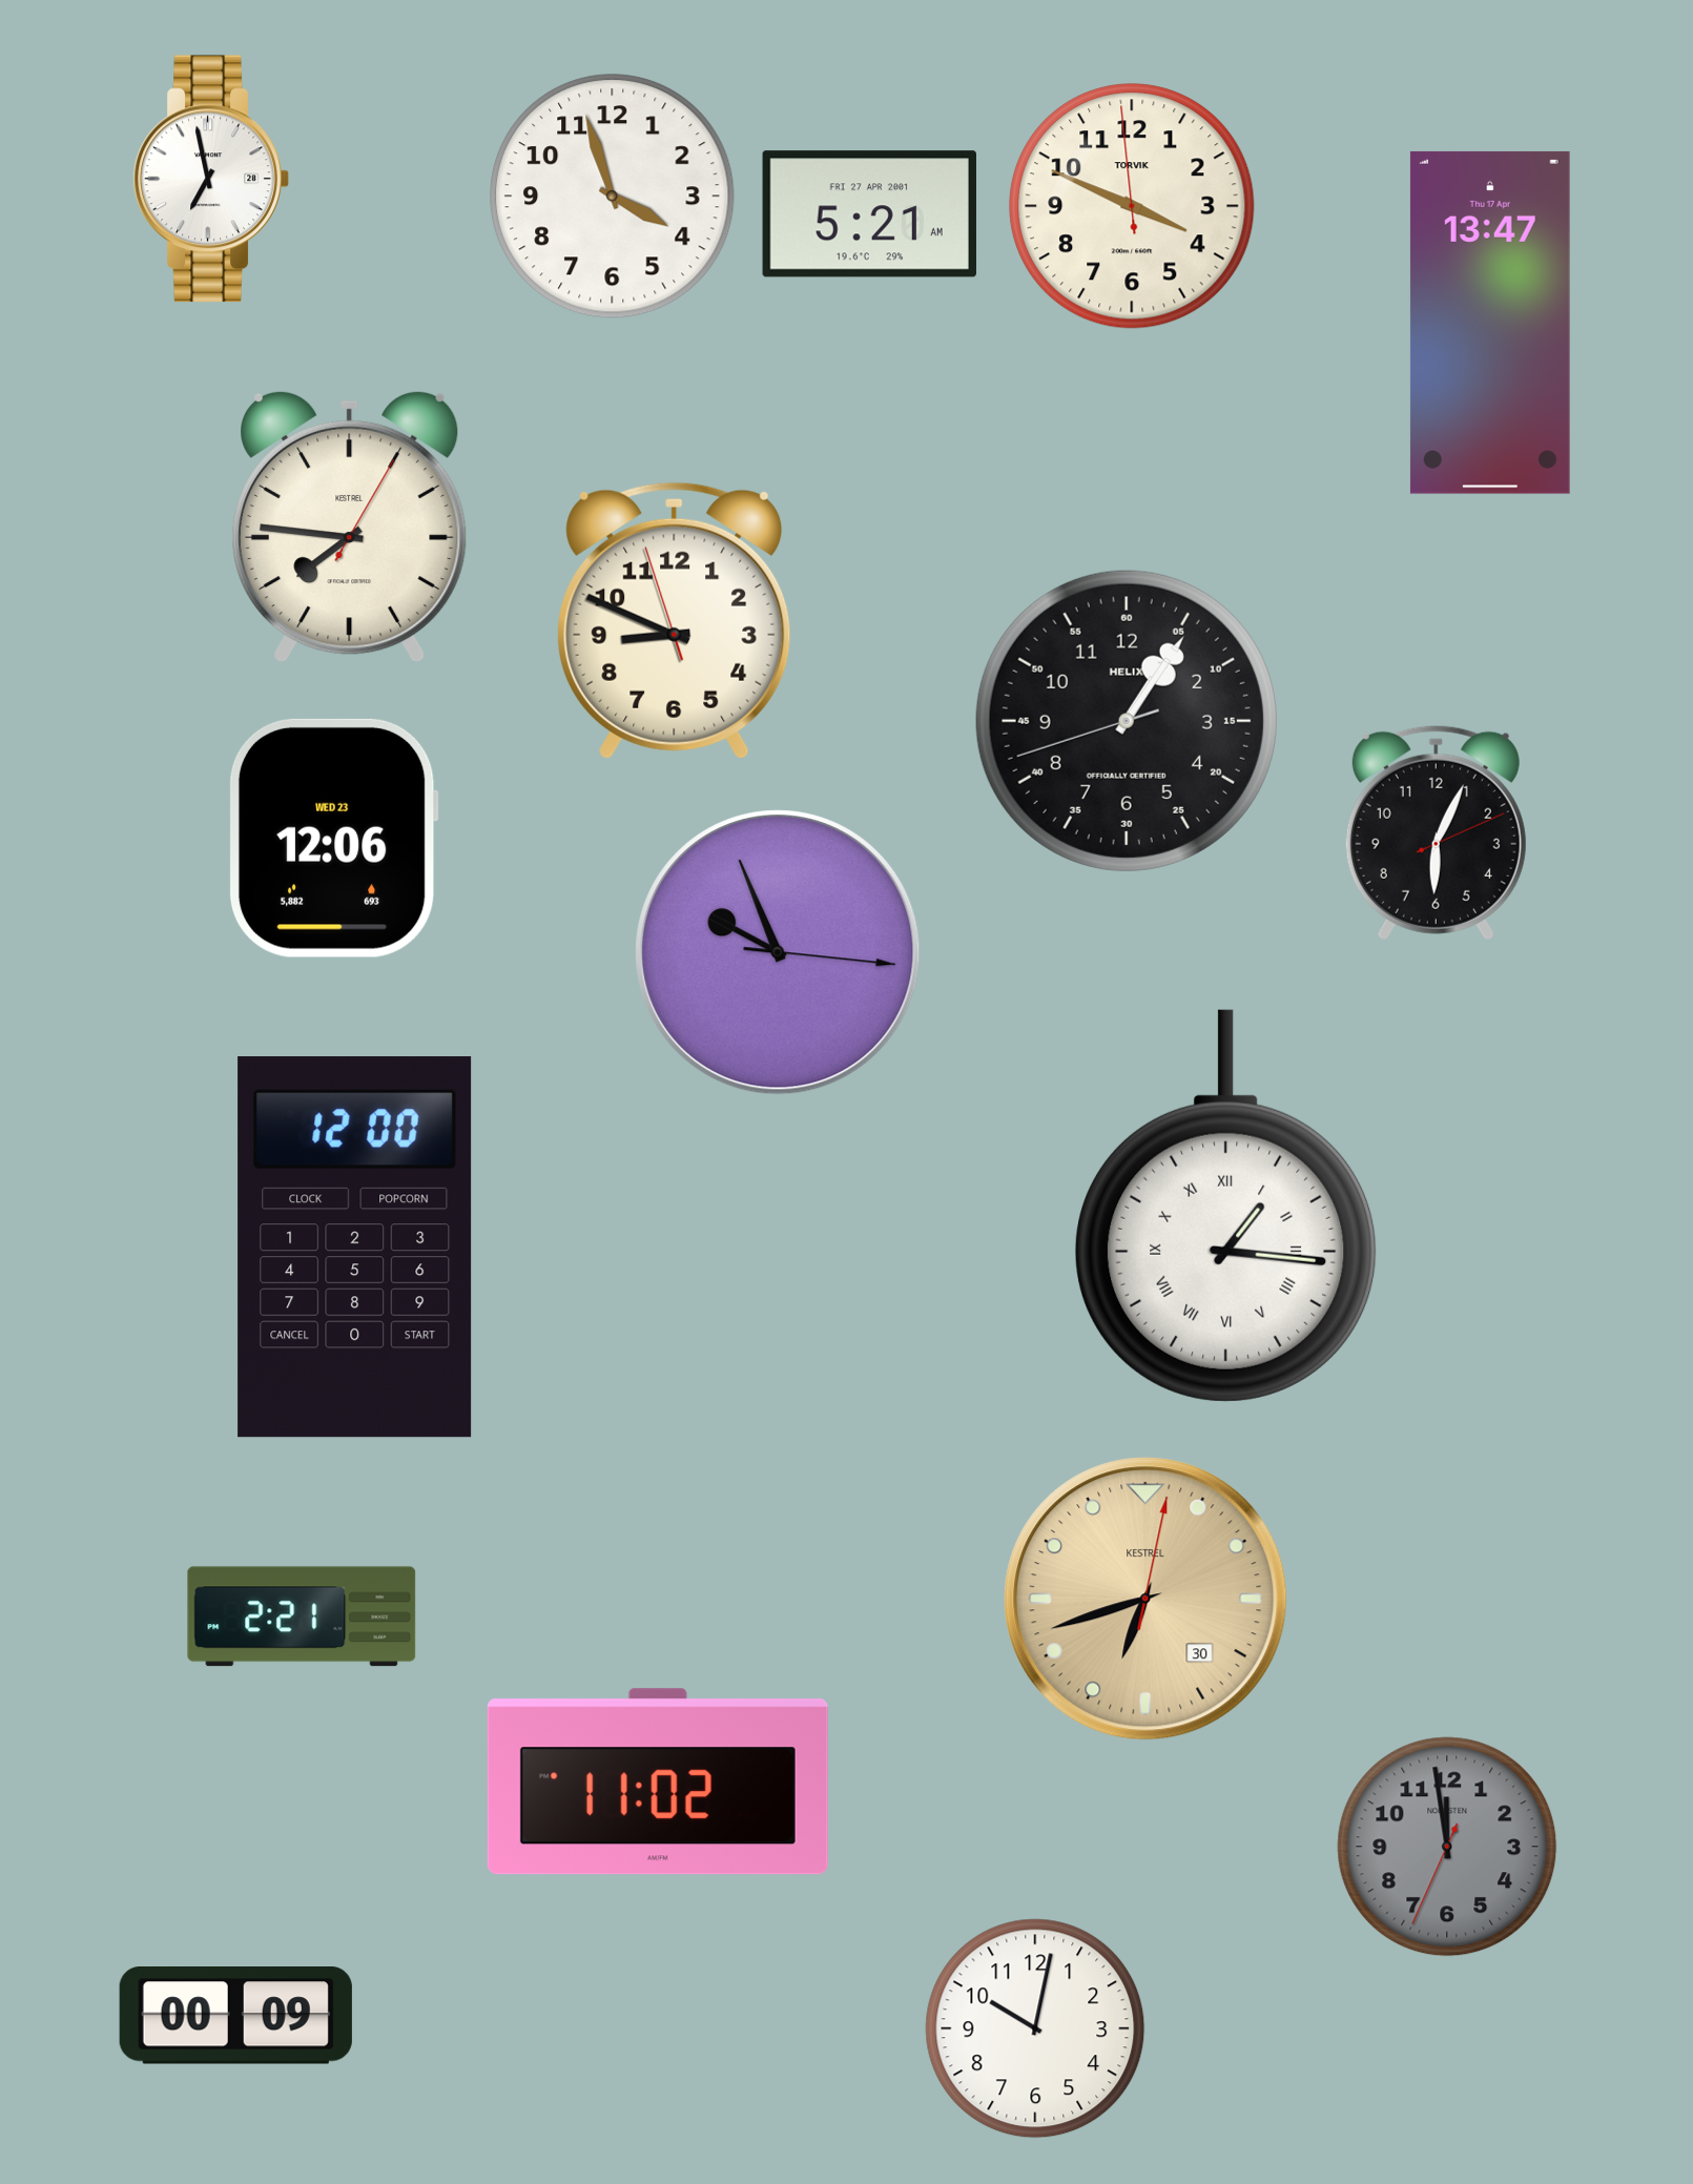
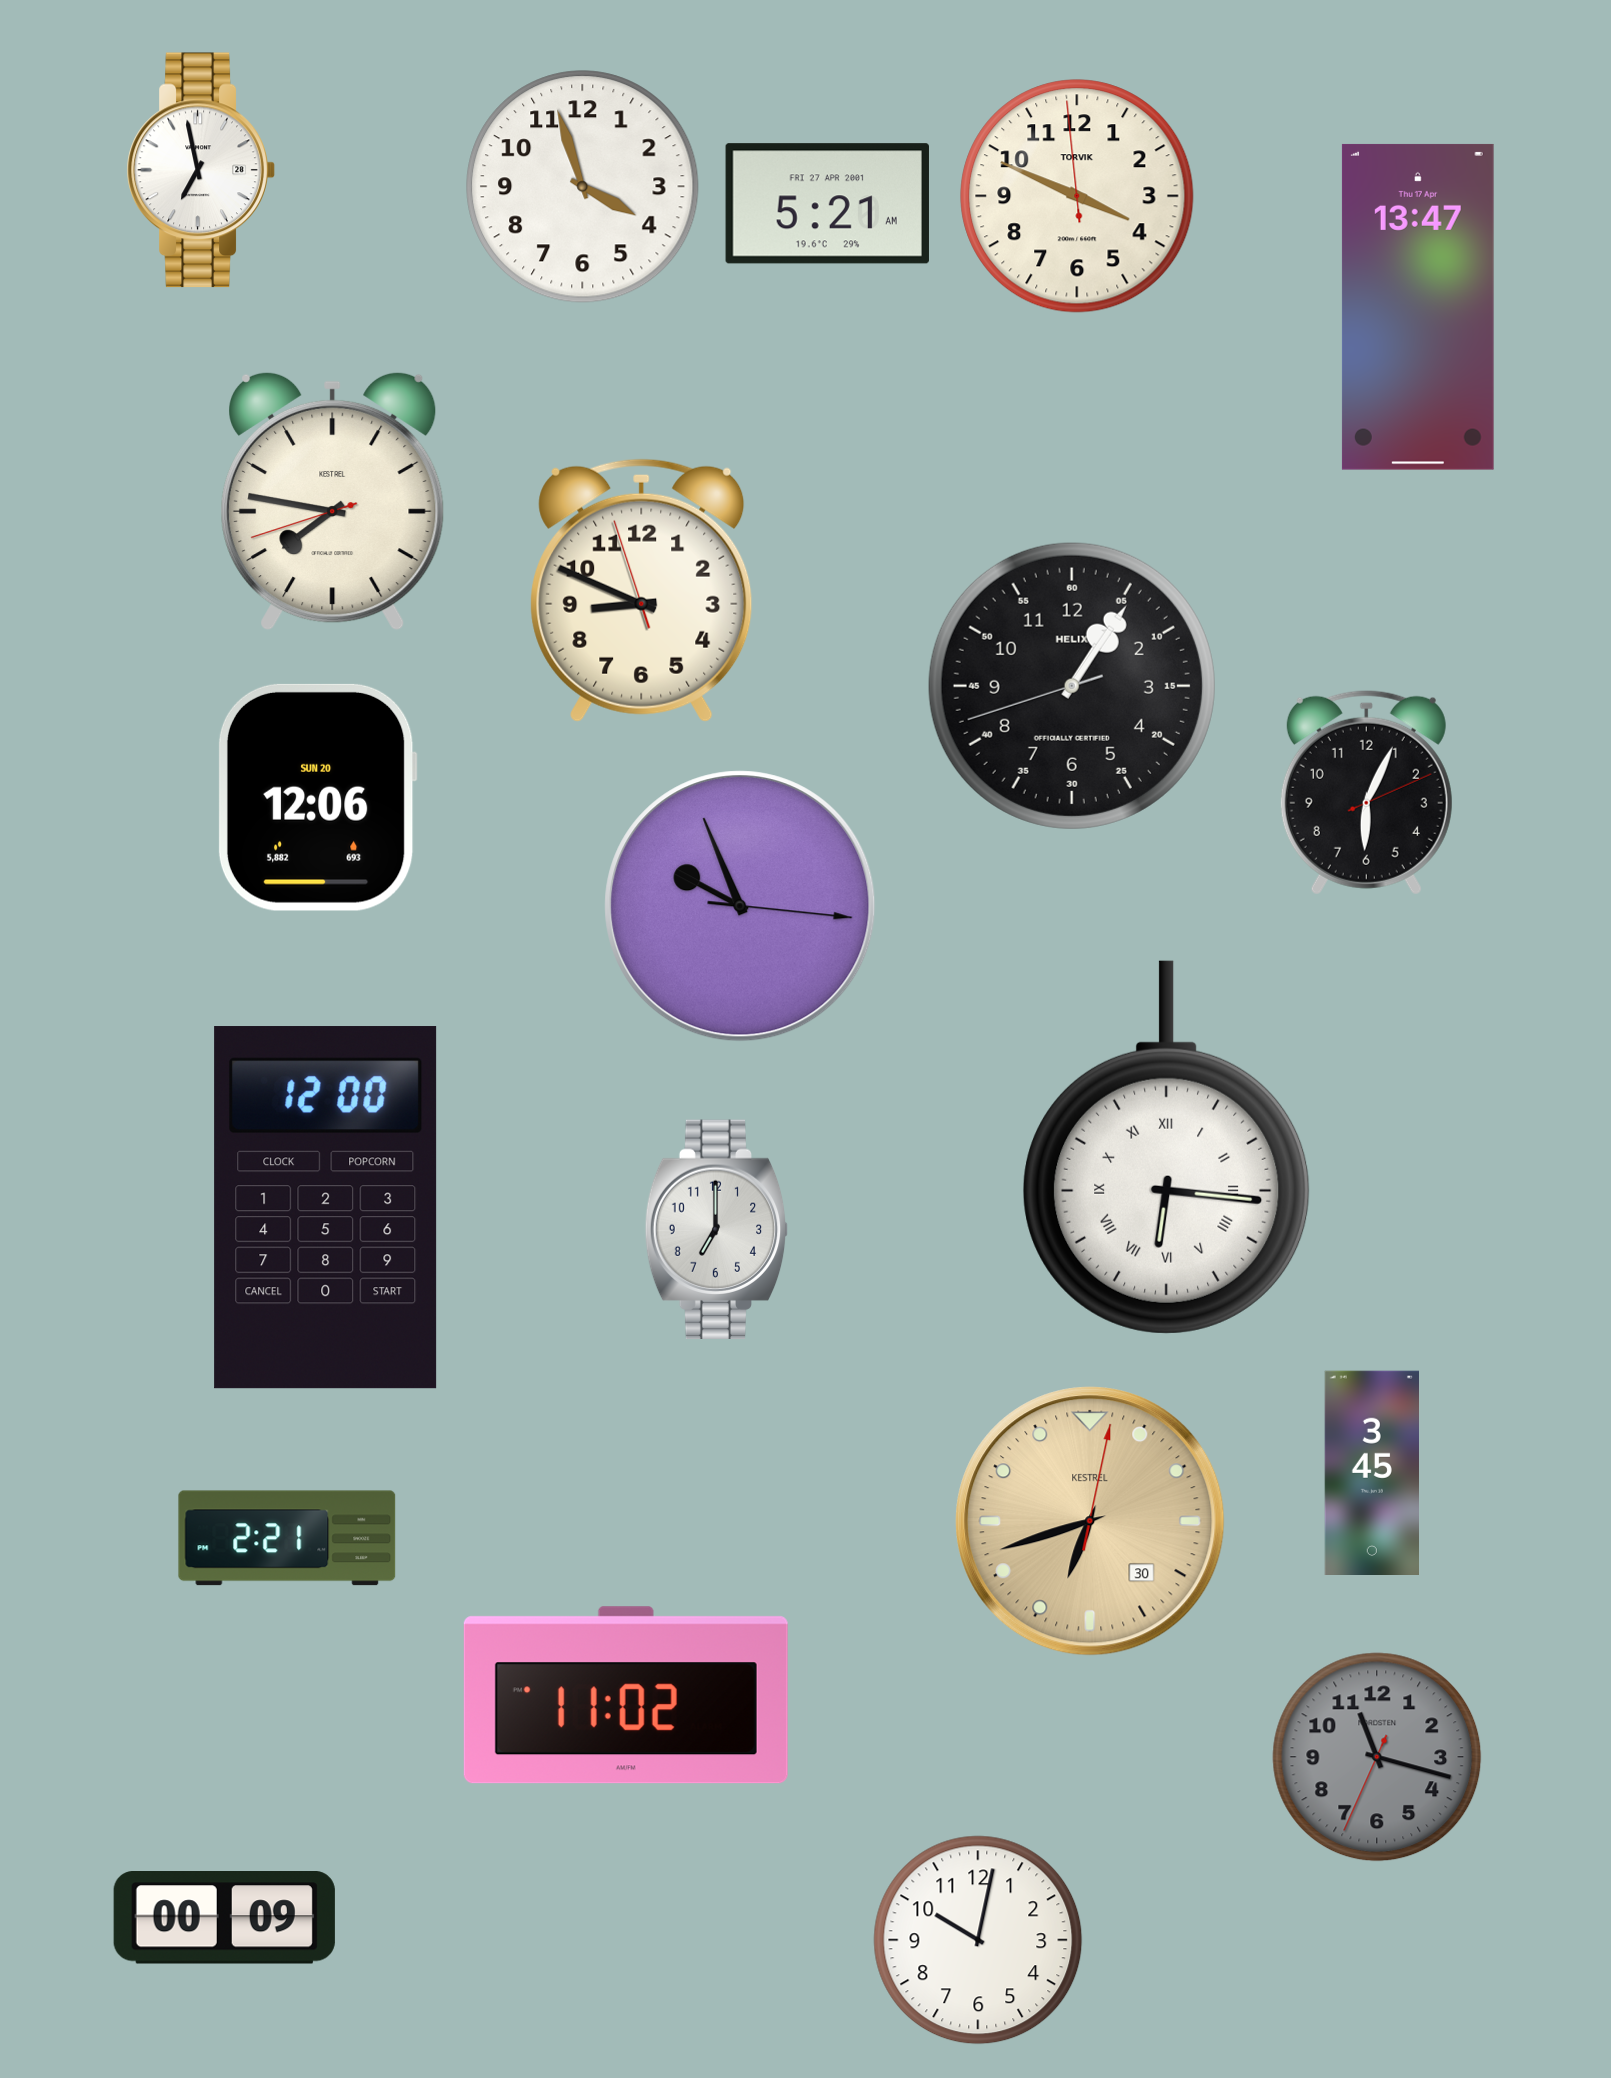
clock at (350, 527): 7:46:05 -> 7:46:42
clock at (333, 838) date: WED 23 -> SUN 20
clock at (1226, 1206): 1:16 -> 6:16
clock at (355, 1248) position: (355, 1248) -> (326, 1208)
clock at (717, 1230): none -> 7:00
clock at (1371, 1472): none -> 3:45
clock at (1447, 1847): 11:58 -> 11:17
clock at (1035, 2028) position: (1035, 2028) -> (978, 1940)
